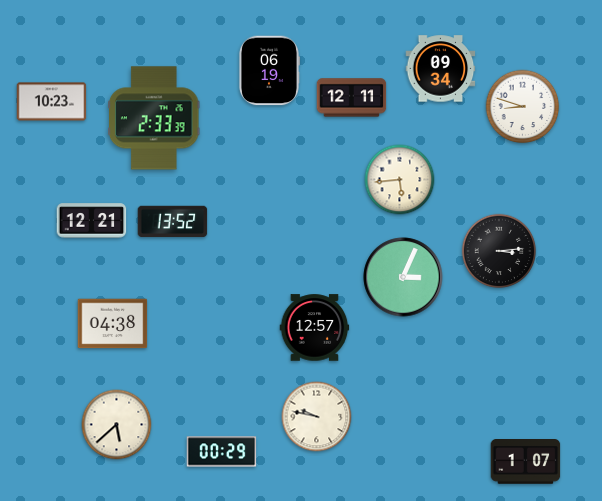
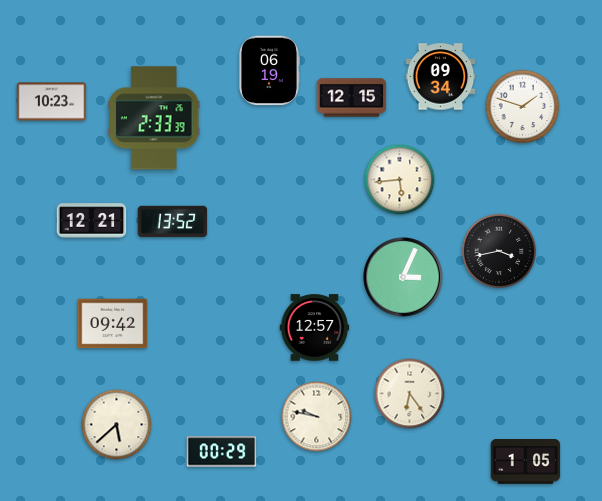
clock at (441, 69) position: (441, 69) -> (441, 77)
clock at (352, 98): 12:11 -> 12:15
clock at (523, 107): 8:48 -> 1:48
clock at (499, 251): 3:14 -> 3:43
clock at (113, 324): 04:38 -> 09:42
clock at (410, 394): none -> 6:24
clock at (526, 462): 1:07 -> 1:05
